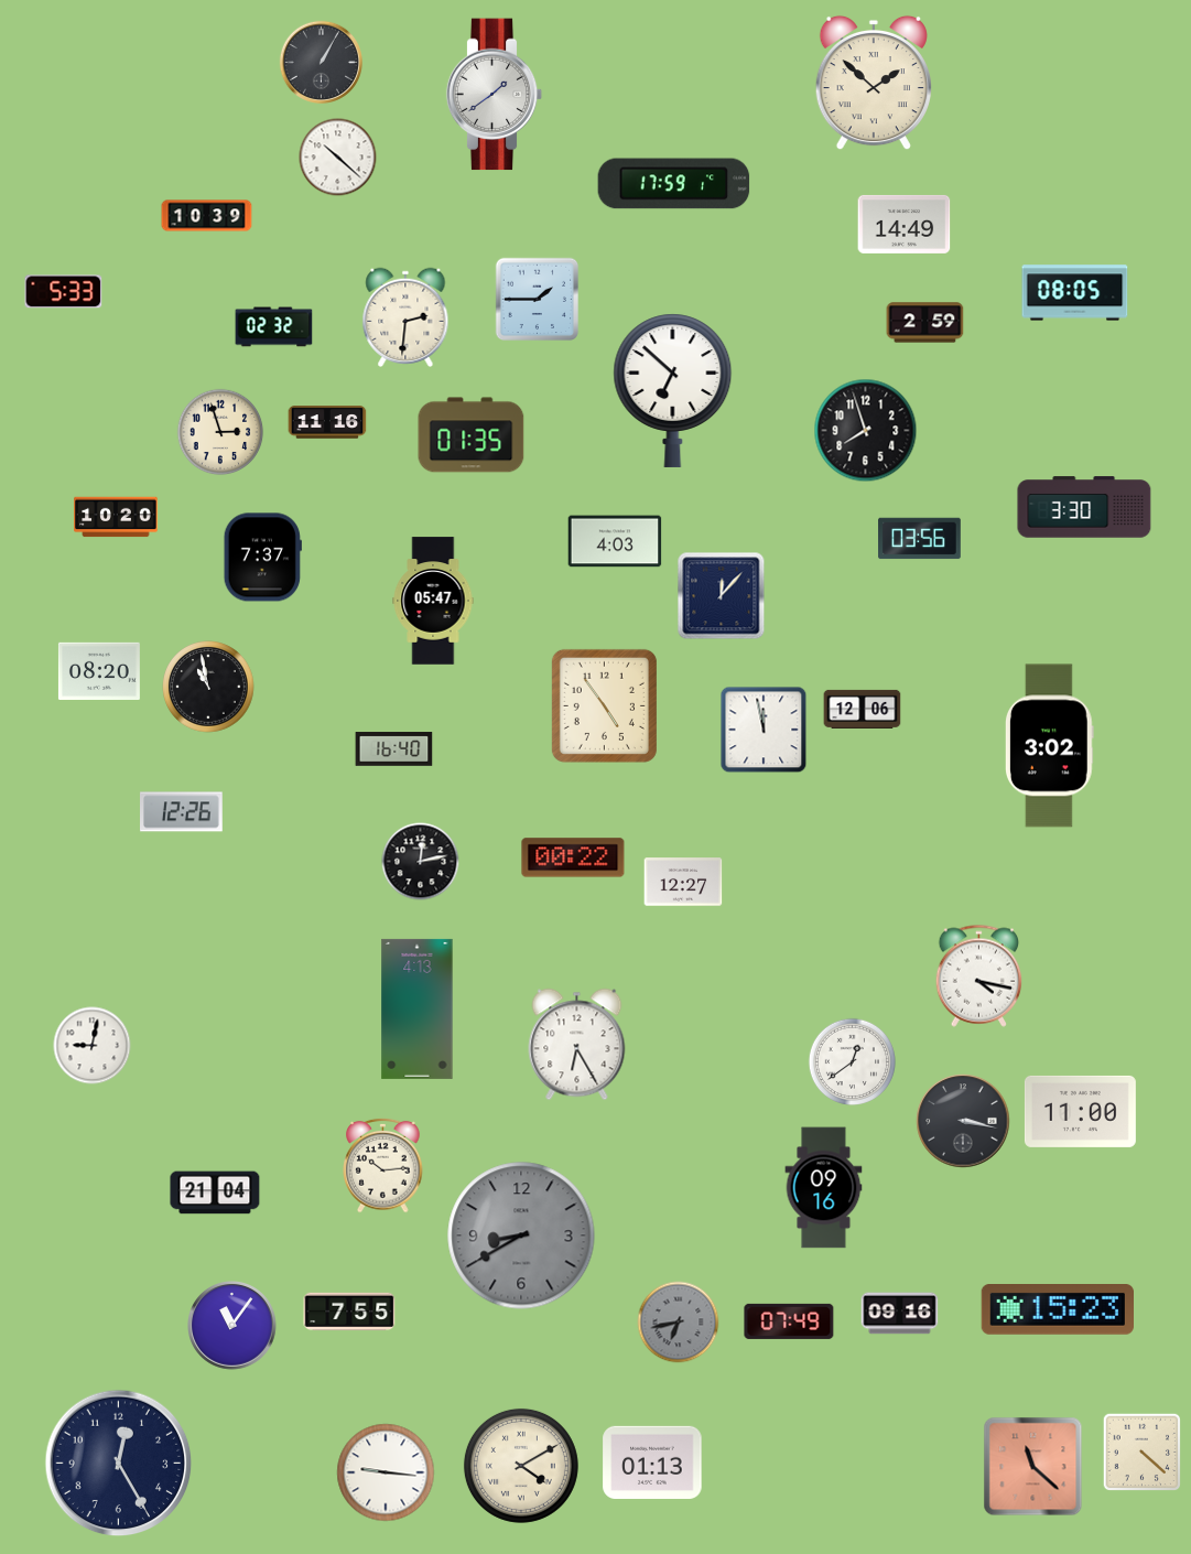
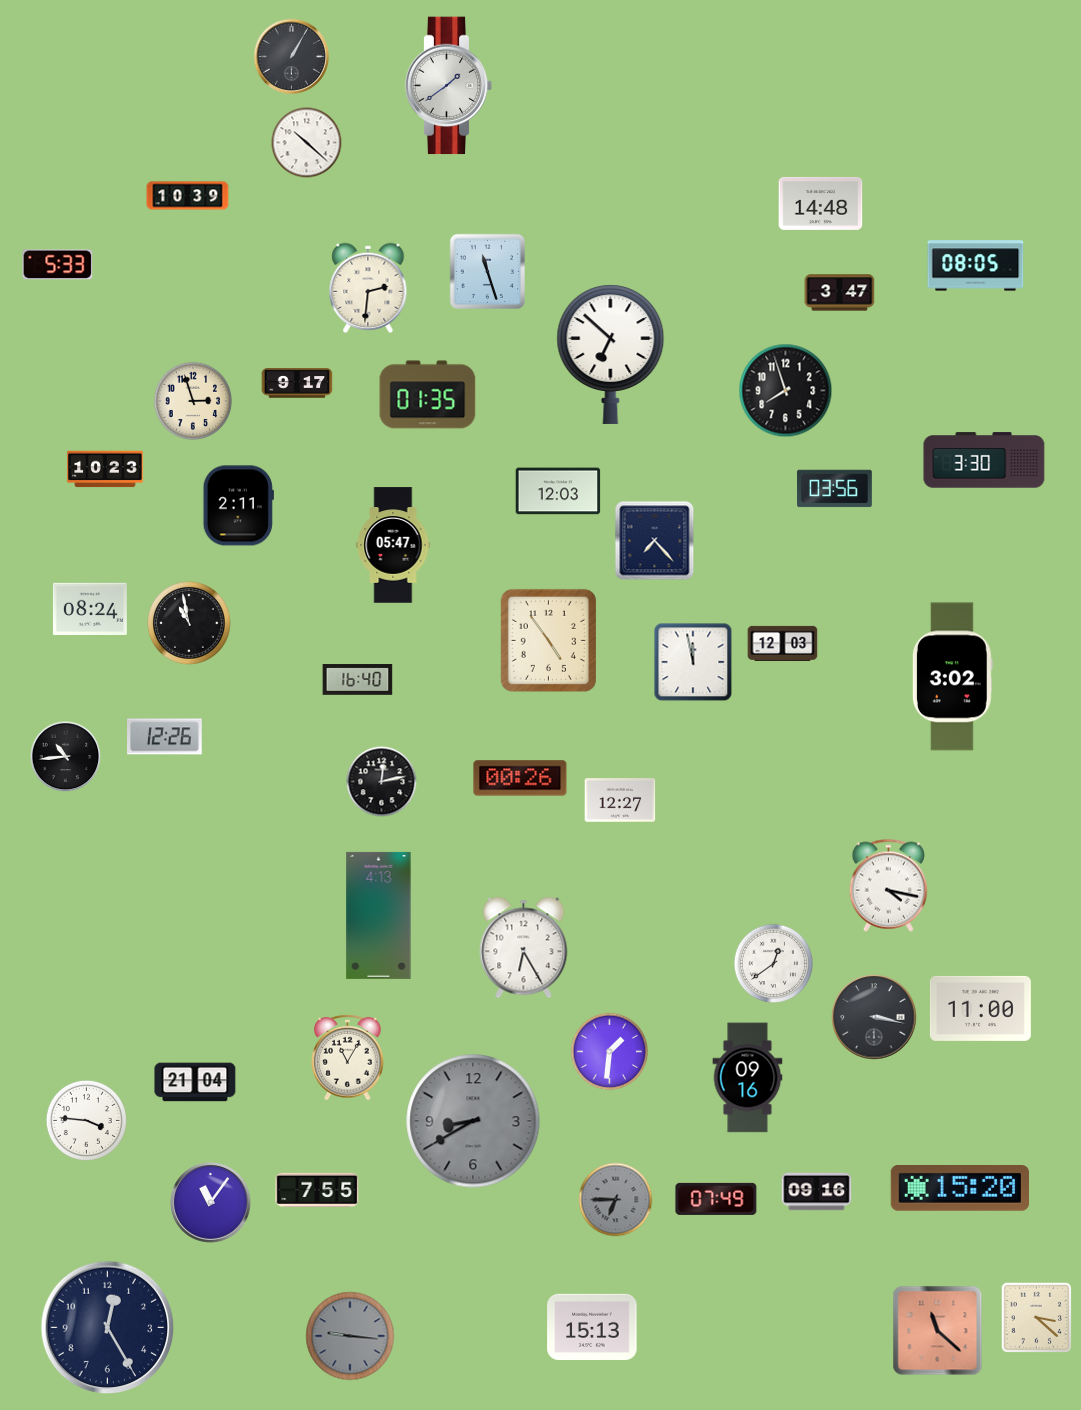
clock at (874, 83): 1:52 -> none
clock at (674, 184): 17:59 -> none
clock at (905, 224): 14:49 -> 14:48
clock at (538, 300): 1:45 -> 11:27
clock at (925, 323): 2:59 -> 3:47
clock at (274, 327): 02:32 -> none
clock at (327, 422): 11:16 -> 9:17
clock at (220, 432) position: (220, 432) -> (193, 401)
clock at (116, 517): 10:20 -> 10:23
clock at (615, 541): 4:03 -> 12:03
clock at (262, 558): 7:37 -> 2:11
clock at (722, 596): 12:07 -> 7:23
clock at (99, 670): 08:20 -> 08:24
clock at (863, 709): 12:06 -> 12:03
clock at (66, 757): none -> 10:44
clock at (573, 857): 00:22 -> 00:26
clock at (93, 1046): 9:02 -> none
clock at (610, 1052): none -> 1:31
clock at (383, 1165): 10:14 -> 11:05
clock at (86, 1120): none -> 3:46
clock at (1057, 1310): 15:23 -> 15:20
clock at (679, 1323): 6:43 -> 6:45
clock at (1141, 1452): 4:22 -> 3:22
clock at (652, 1463): 01:13 -> 15:13
clock at (521, 1466): 4:10 -> none
clock at (386, 1472) dial: white -> grey
